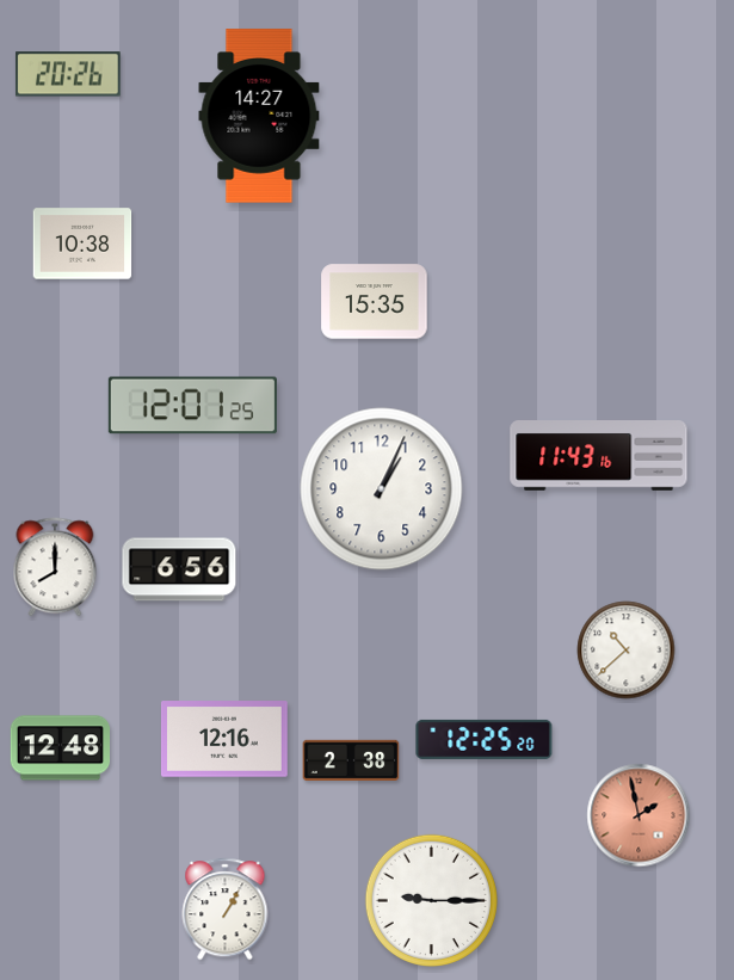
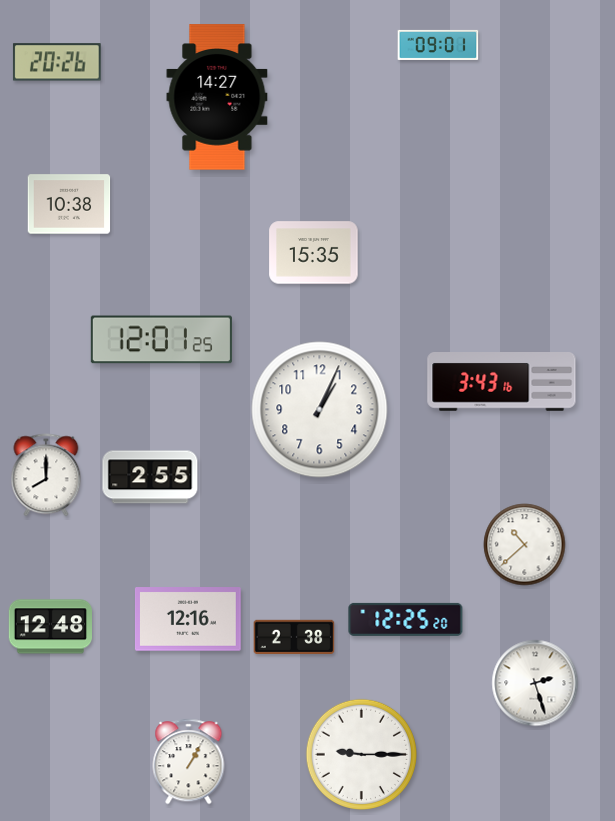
clock at (438, 45): none -> 09:01
clock at (599, 456): 11:43 -> 3:43
clock at (179, 569): 6:56 -> 2:55
clock at (639, 815): 1:58 -> 2:27
clock at (639, 815) dial: salmon -> white
